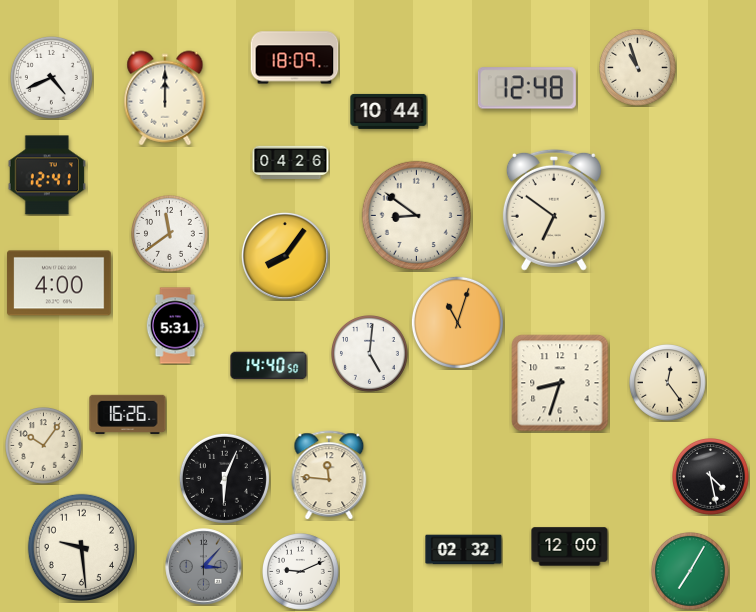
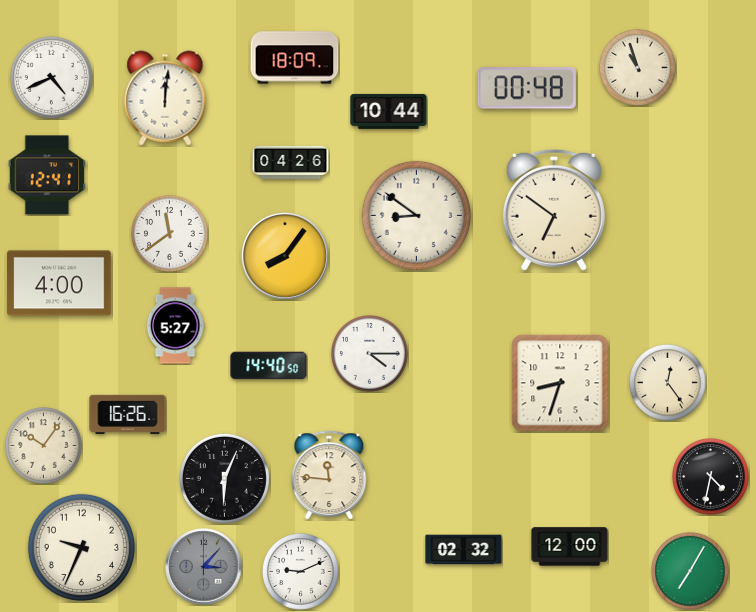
clock at (527, 88): 12:48 -> 00:48
clock at (165, 98): 12:00 -> 12:01
clock at (457, 322): 11:03 -> none
clock at (175, 326): 5:31 -> 5:27
clock at (370, 354): 5:01 -> 4:15
clock at (711, 477): 4:28 -> 4:32
clock at (81, 547): 9:29 -> 9:34
